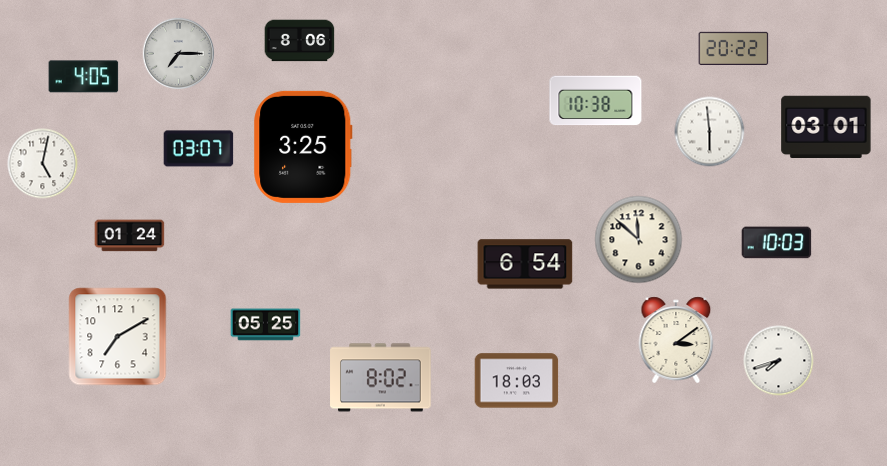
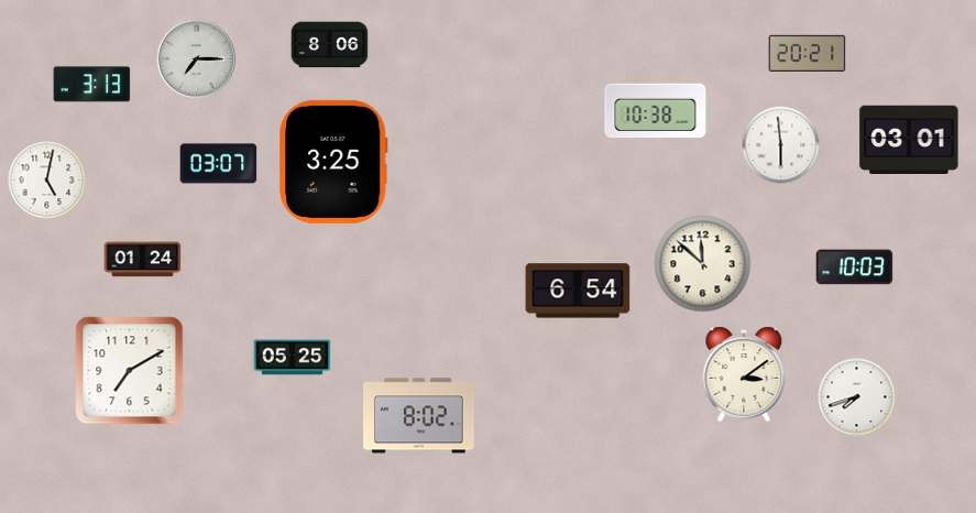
clock at (734, 48): 20:22 -> 20:21
clock at (84, 77): 4:05 -> 3:13
clock at (517, 381): 18:03 -> none
